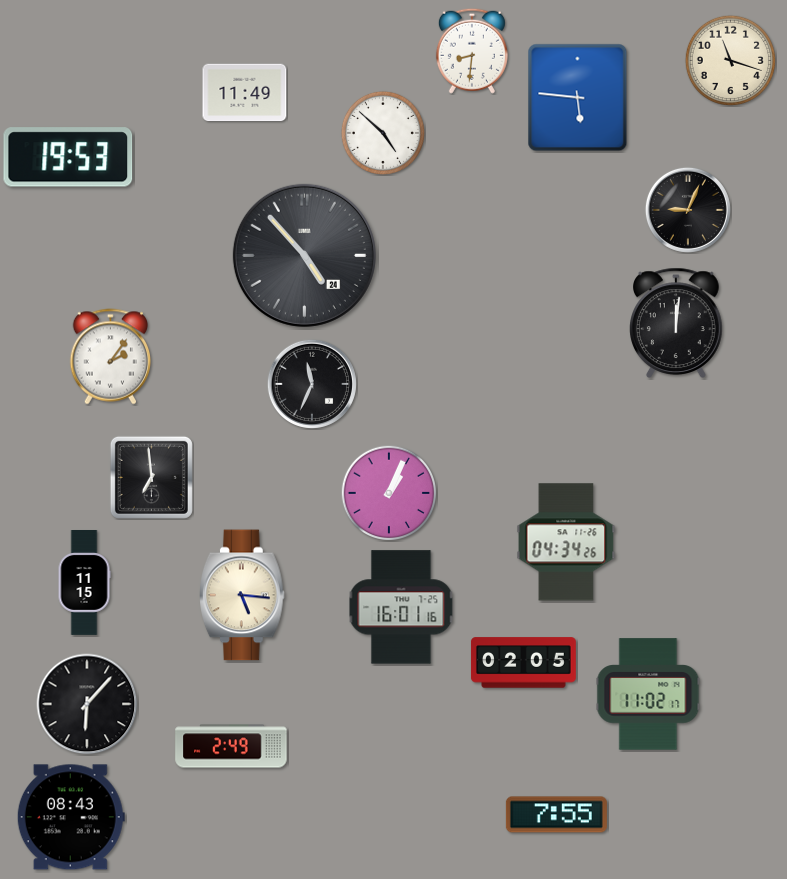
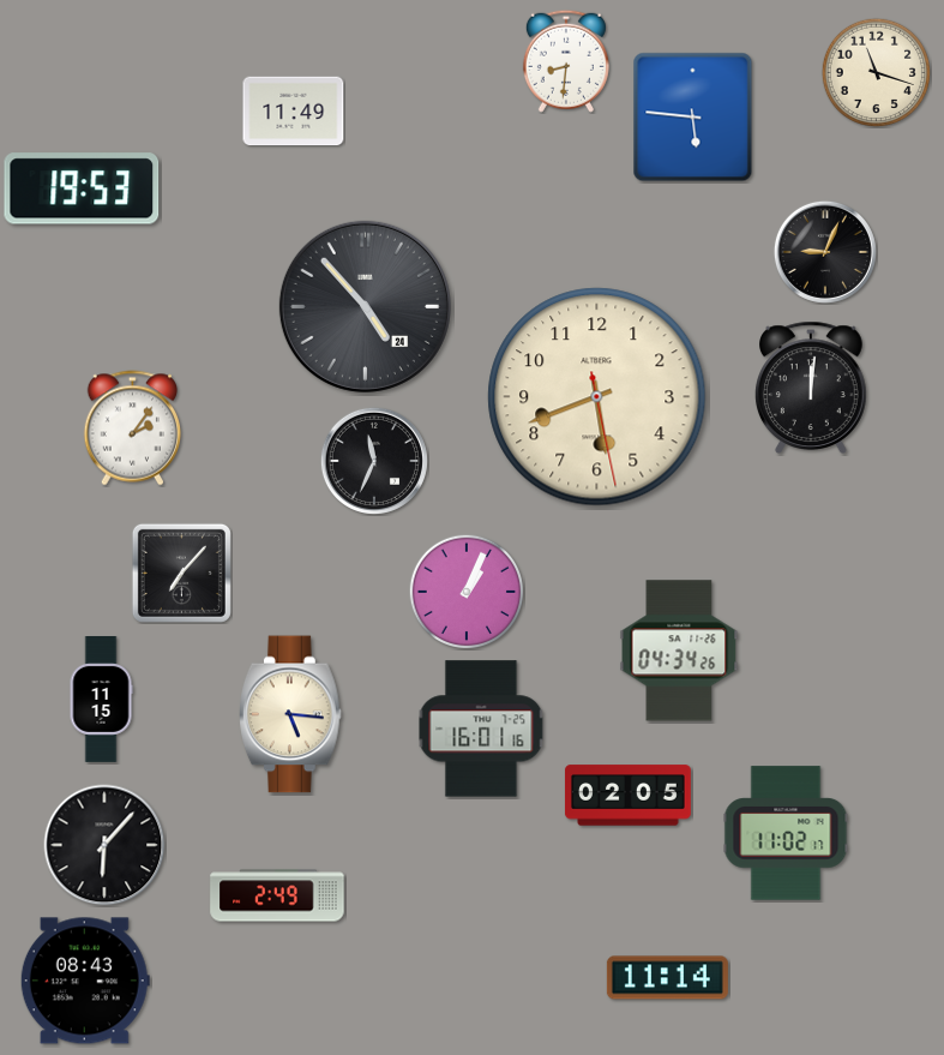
clock at (383, 133): 4:52 -> none
clock at (597, 397): none -> 5:41
clock at (151, 477): 6:59 -> 7:07
clock at (648, 694) position: (648, 694) -> (786, 833)
clock at (556, 815): 7:55 -> 11:14
